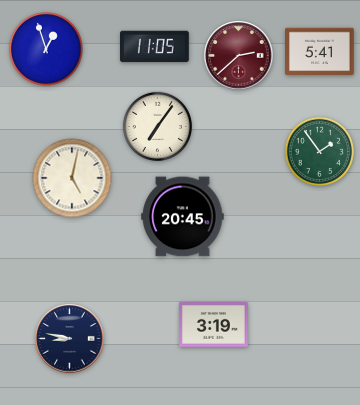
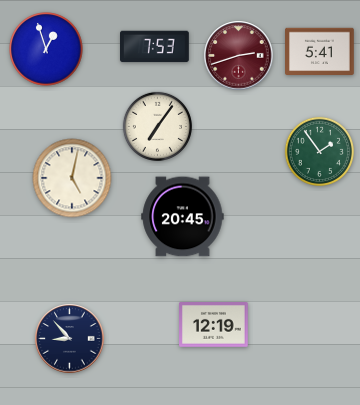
clock at (155, 47): 11:05 -> 7:53
clock at (239, 56): 2:38 -> 2:42
clock at (214, 325): 3:19 -> 12:19
clock at (70, 339): 8:47 -> 8:53
